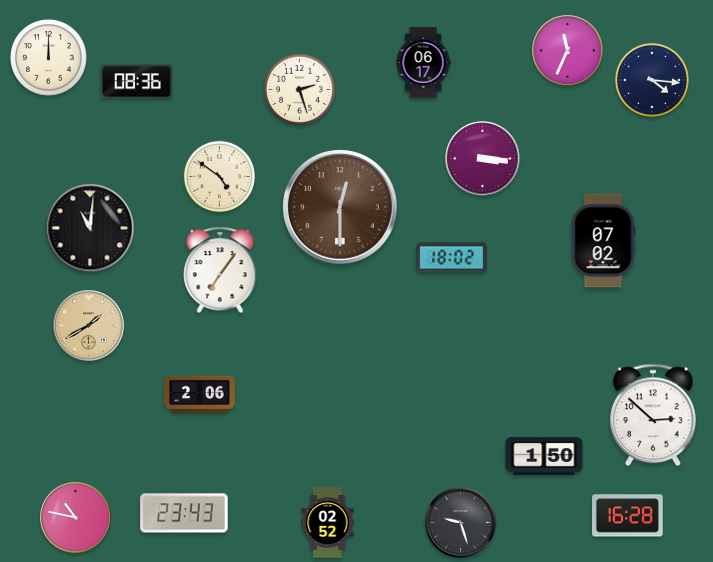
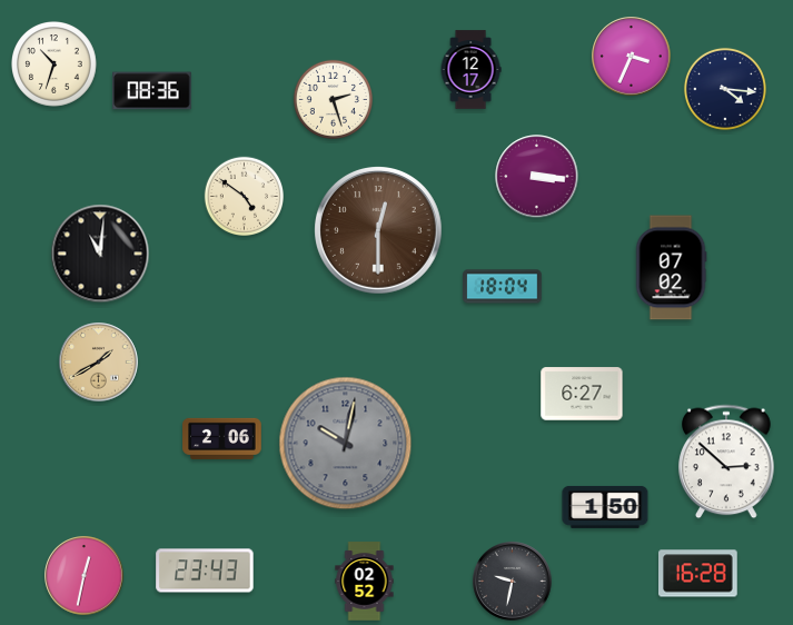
clock at (568, 51): 11:34 -> 3:34
clock at (49, 58): 12:00 -> 10:33
clock at (423, 63): 06:17 -> 12:17
clock at (452, 258): 18:02 -> 18:04
clock at (220, 270): 7:06 -> none
clock at (582, 394): none -> 6:27
clock at (346, 444): none -> 10:02
clock at (76, 518): 10:47 -> 12:32
clock at (461, 523): 9:27 -> 9:32
